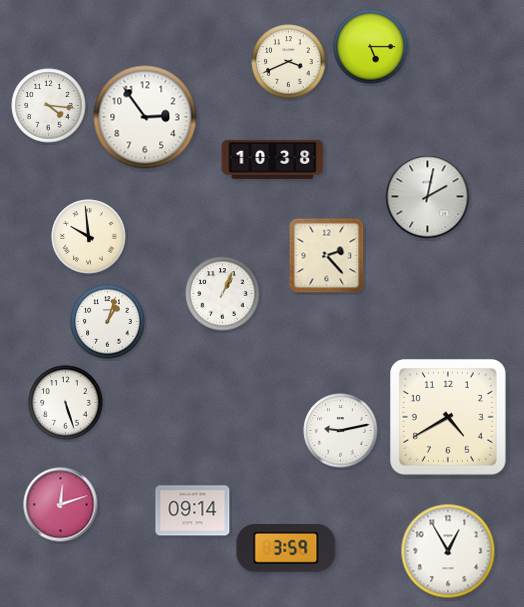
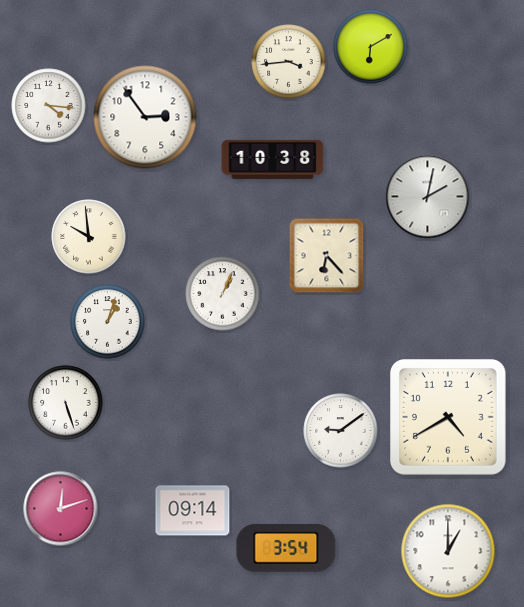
clock at (371, 47): 5:15 -> 6:10
clock at (289, 62): 3:41 -> 3:44
clock at (327, 256): 2:23 -> 6:23
clock at (341, 431): 9:13 -> 9:09
clock at (61, 505) position: (61, 505) -> (61, 509)
clock at (286, 548): 3:59 -> 3:54
clock at (448, 551): 12:55 -> 1:00
